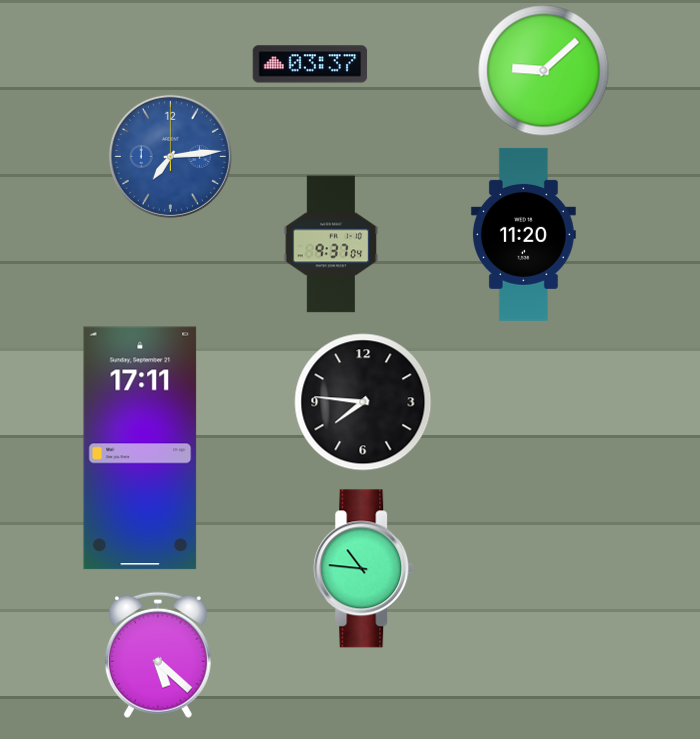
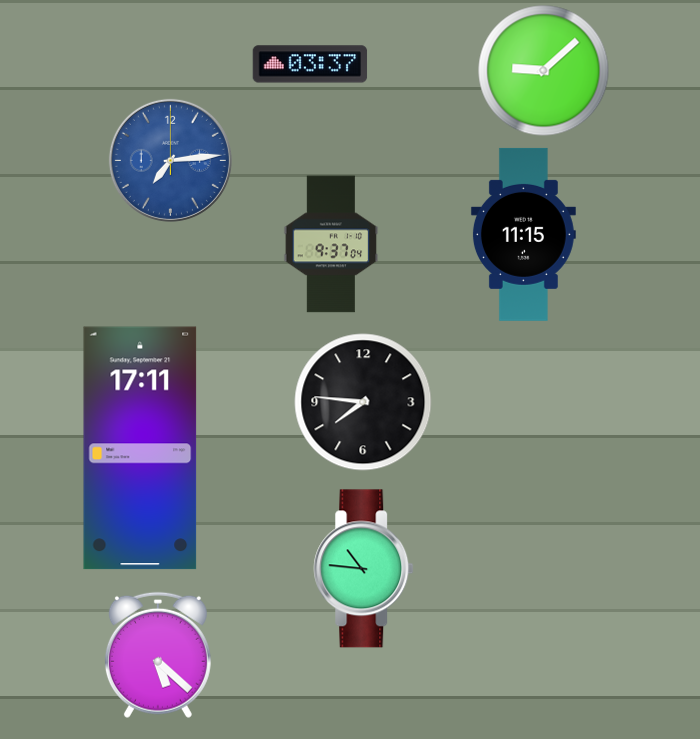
clock at (170, 156) position: (170, 156) -> (170, 160)
clock at (523, 234): 11:20 -> 11:15
